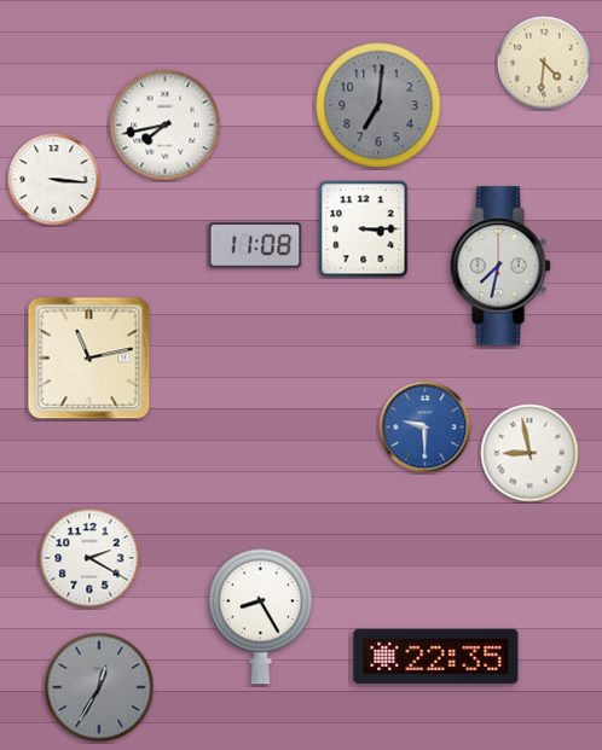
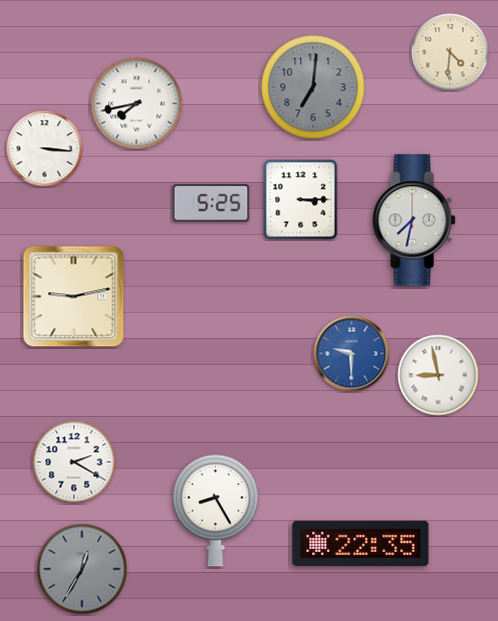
clock at (364, 229) position: (364, 229) -> (301, 200)
clock at (255, 245): 11:08 -> 5:25
clock at (89, 359): 11:13 -> 9:13
